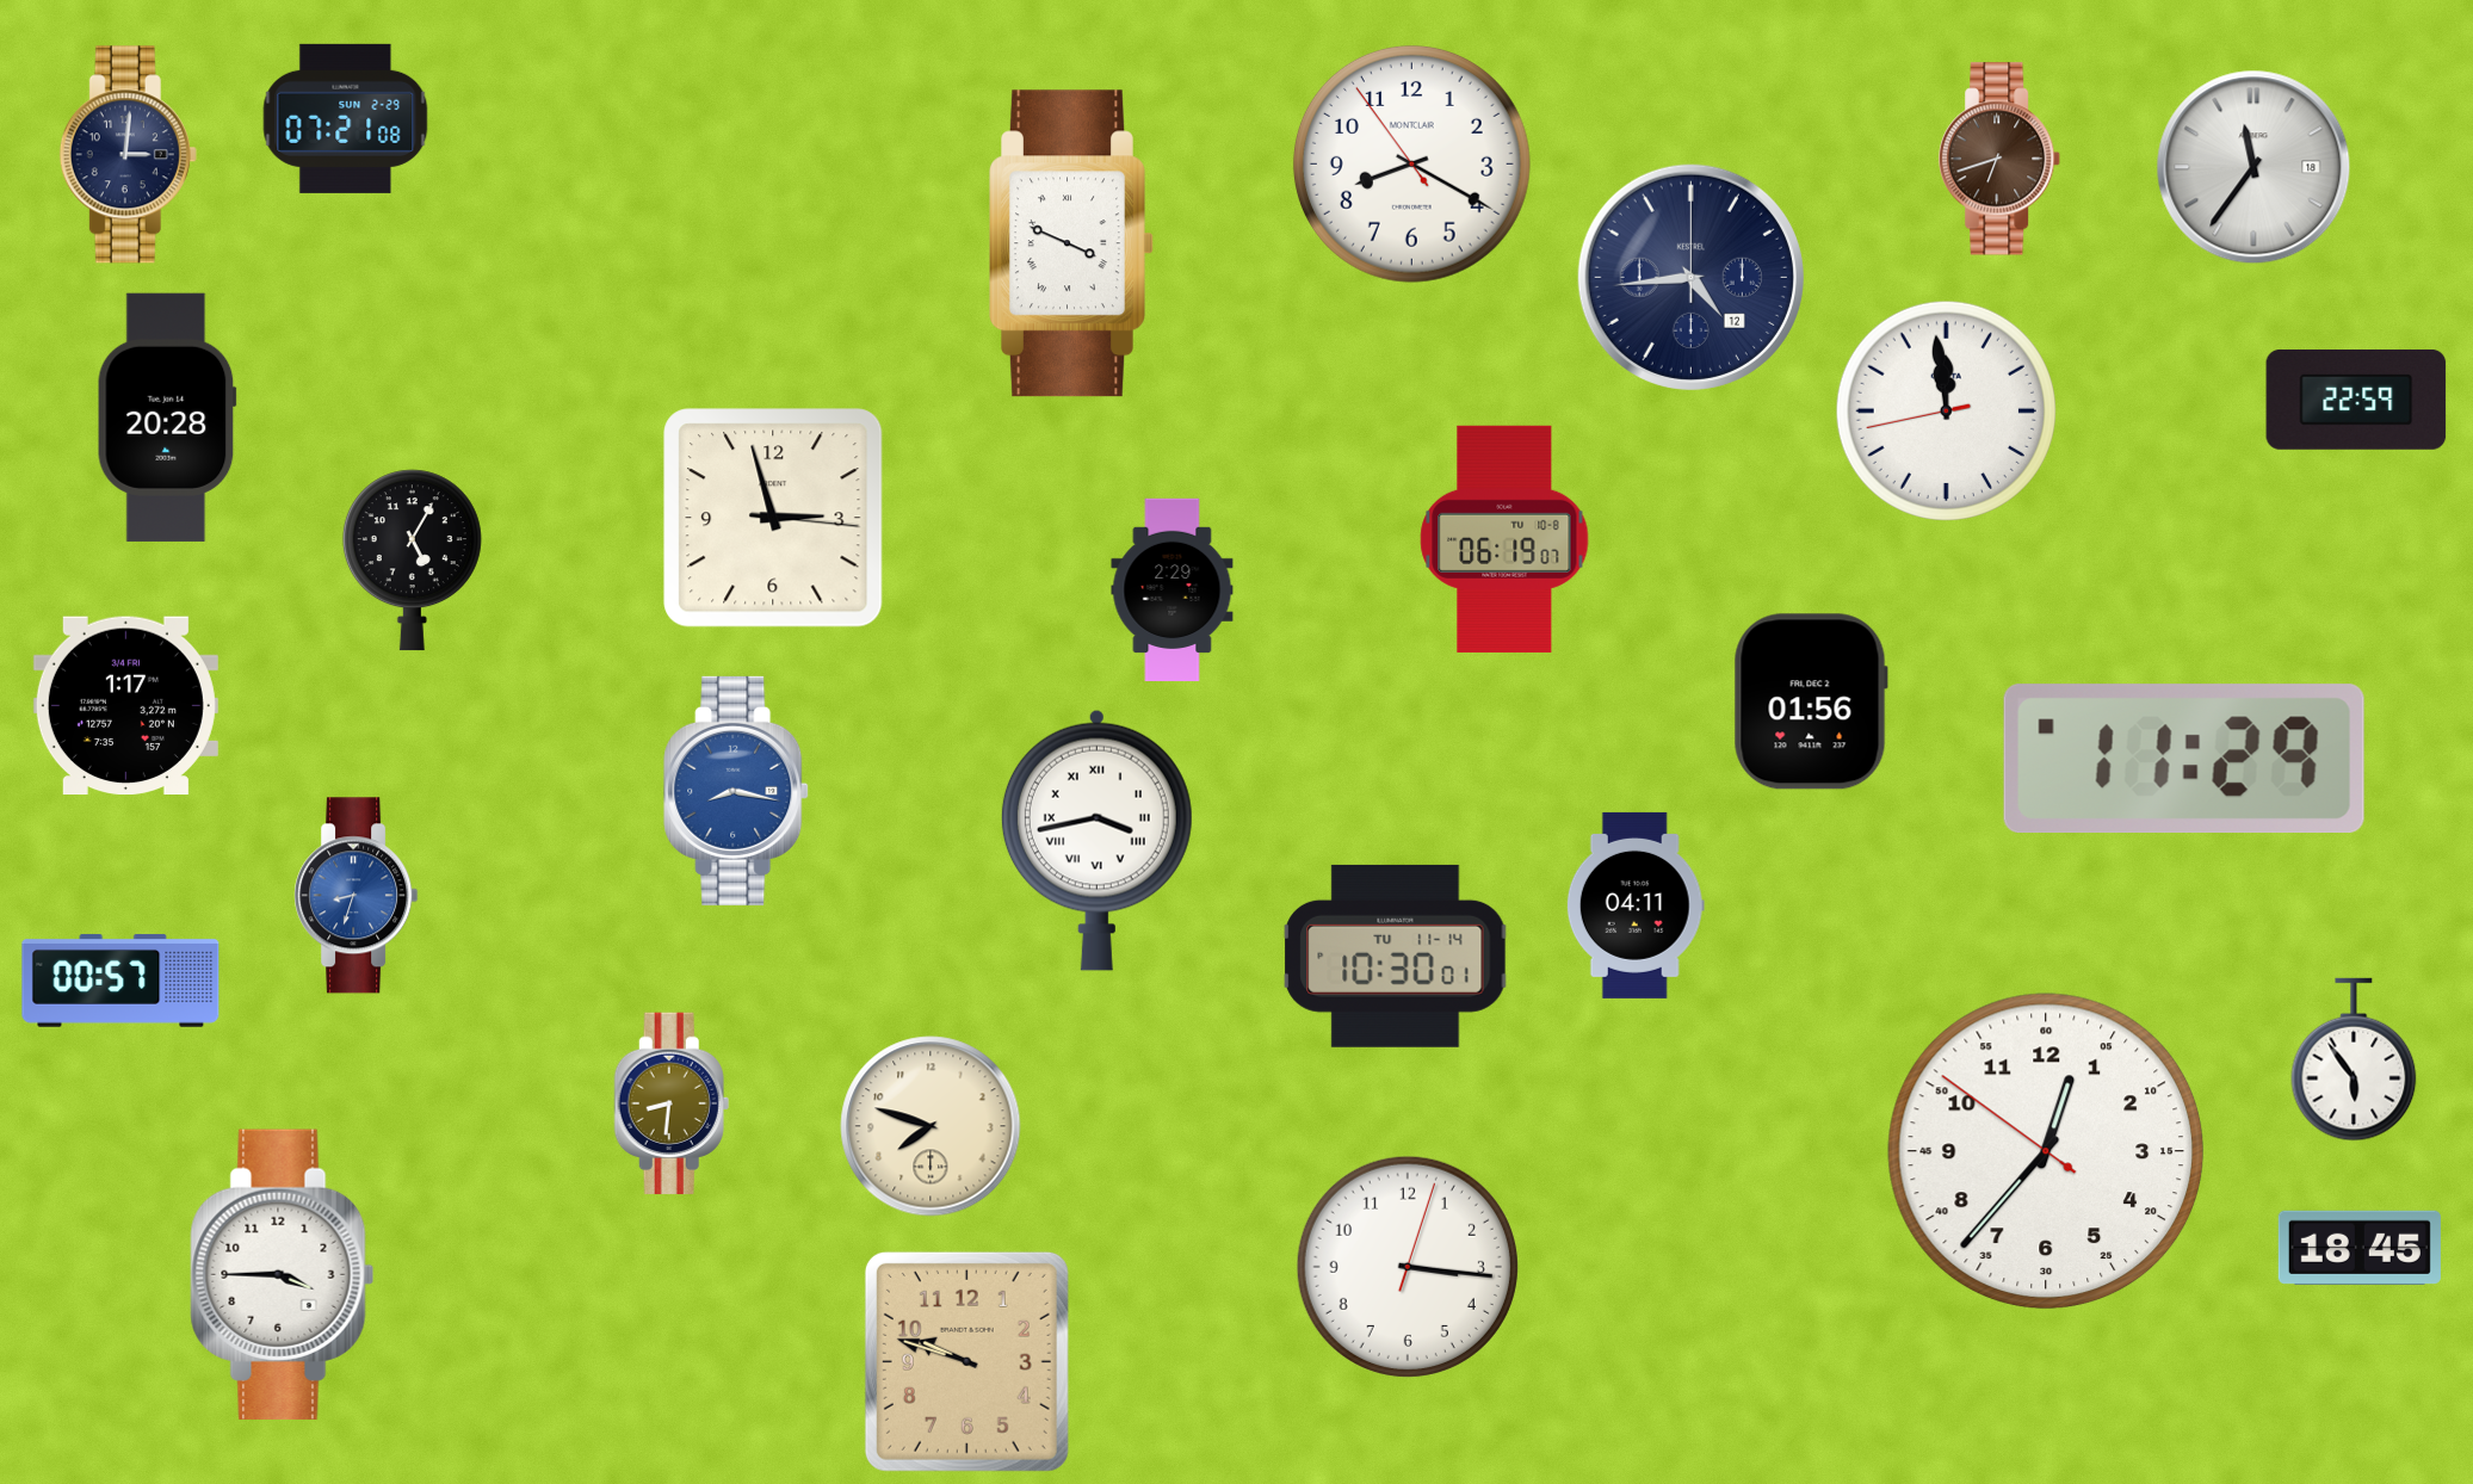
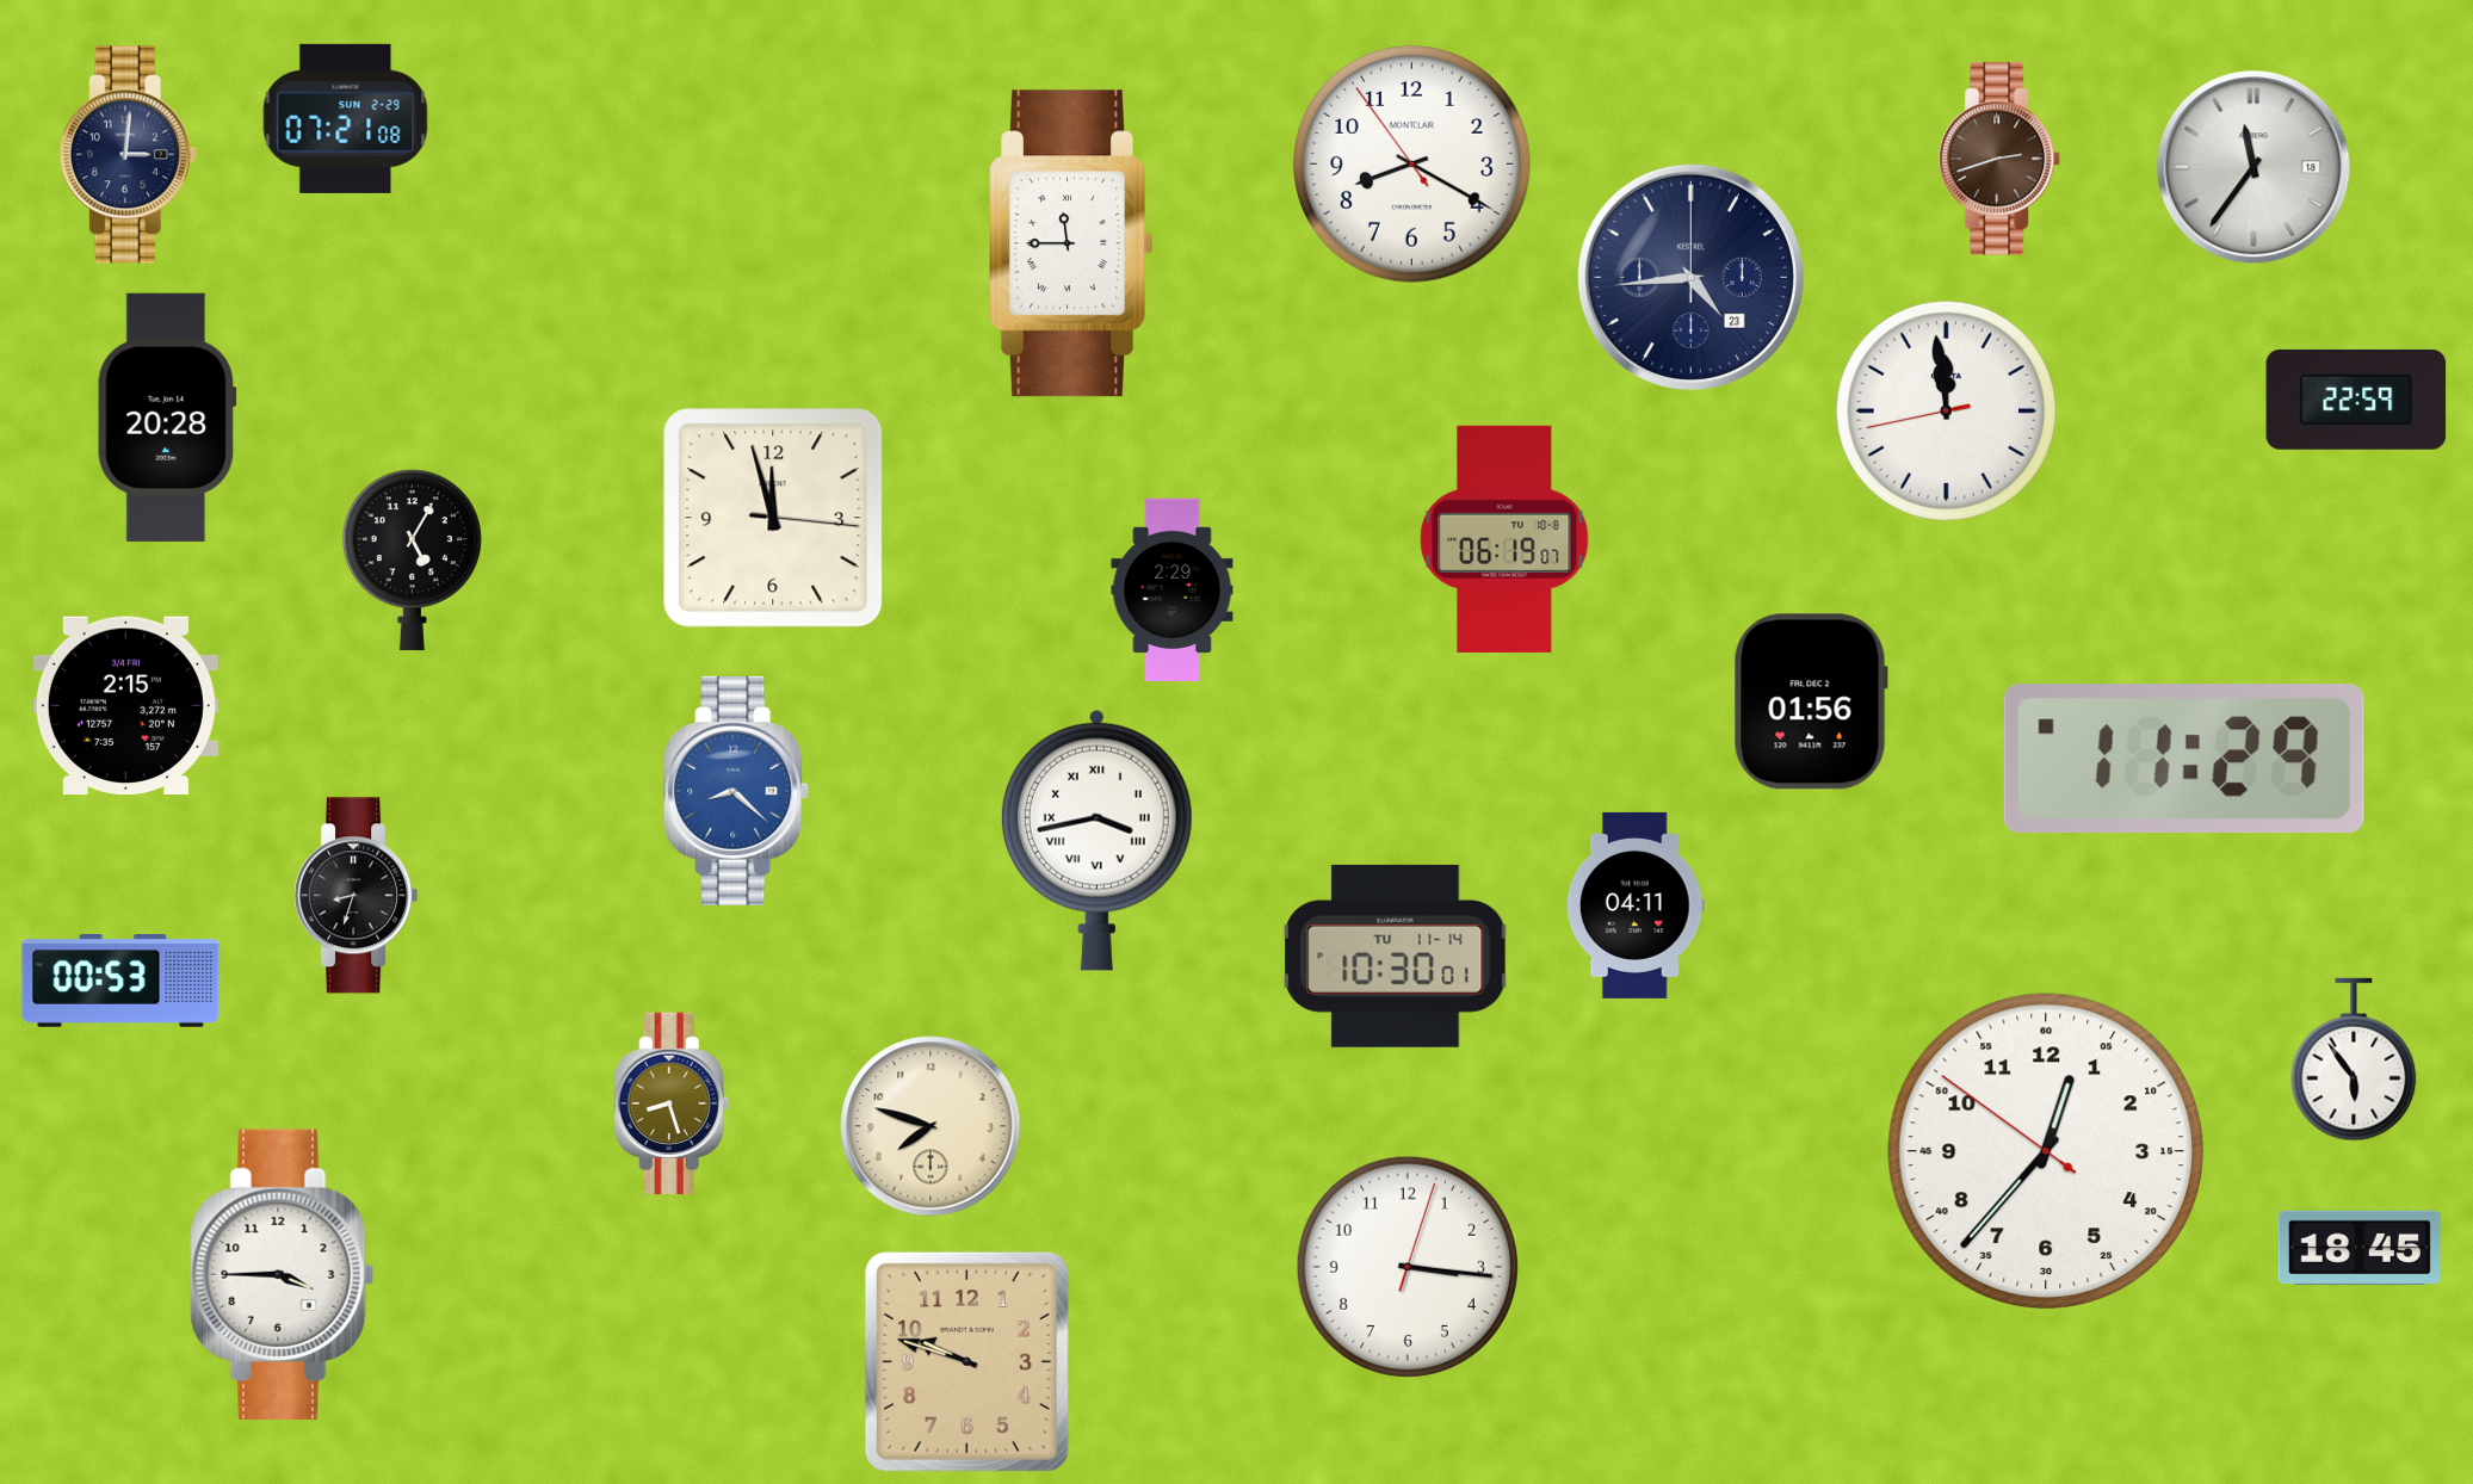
clock at (2001, 159): 6:42 -> 2:42
clock at (1071, 243): 3:49 -> 11:45
clock at (1690, 277) date: 12 -> 23
clock at (773, 518): 2:57 -> 11:57
clock at (125, 706): 1:17 -> 2:15
clock at (736, 791): 8:17 -> 8:22
clock at (357, 896) dial: blue -> black
clock at (120, 981): 00:57 -> 00:53
clock at (672, 1103): 8:31 -> 8:27
